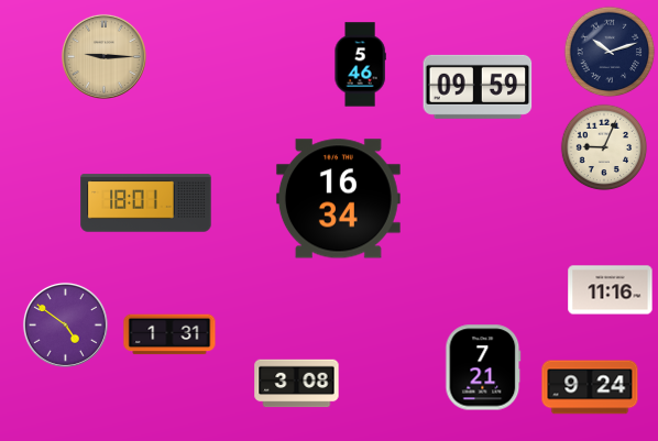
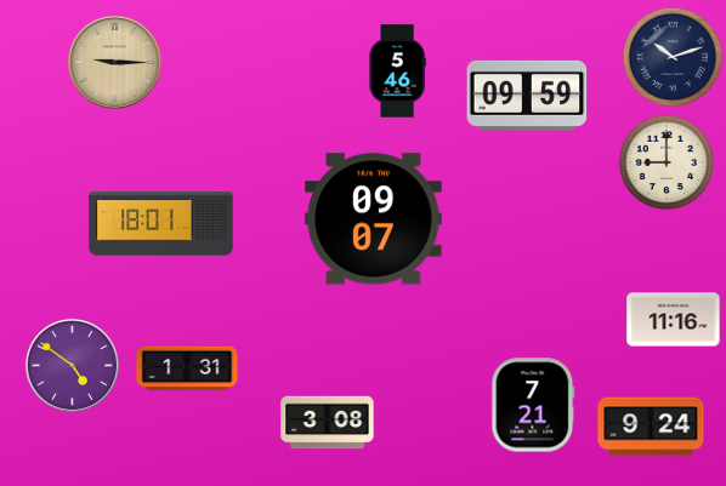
clock at (604, 147): 9:04 -> 9:00
clock at (338, 199): 16:34 -> 09:07
clock at (65, 324) position: (65, 324) -> (72, 365)
